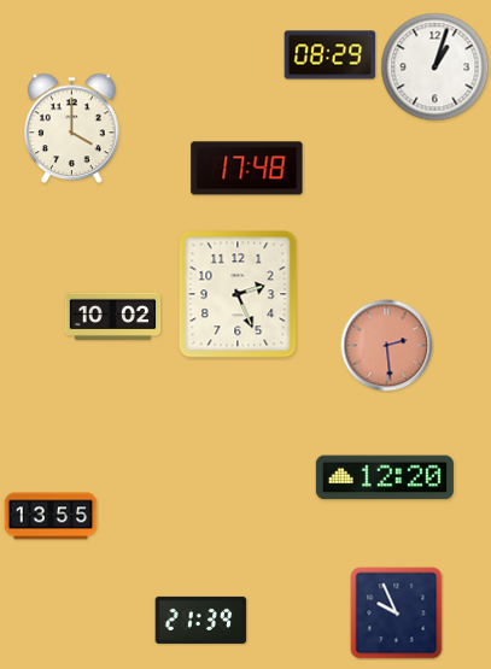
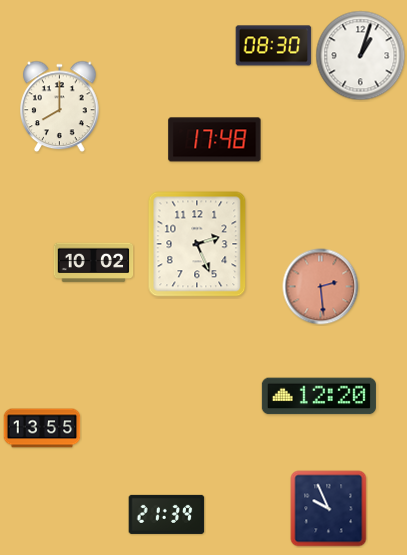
clock at (331, 55): 08:29 -> 08:30
clock at (72, 129): 4:00 -> 8:00
clock at (247, 169) position: (247, 169) -> (215, 140)
